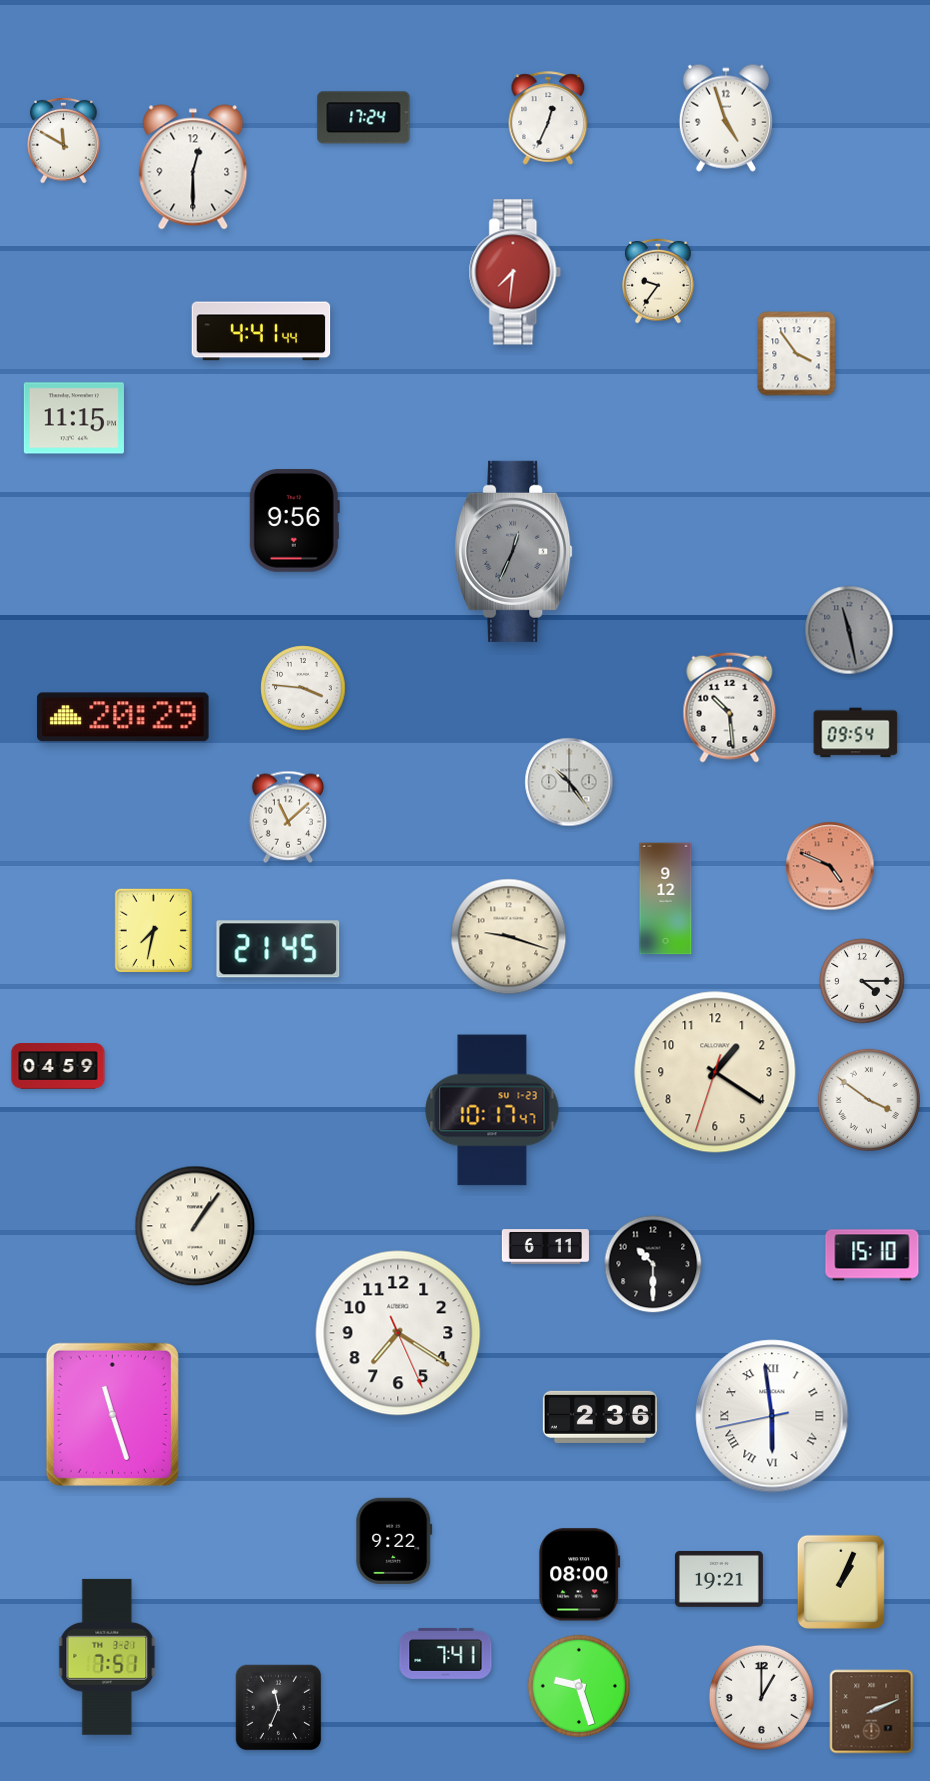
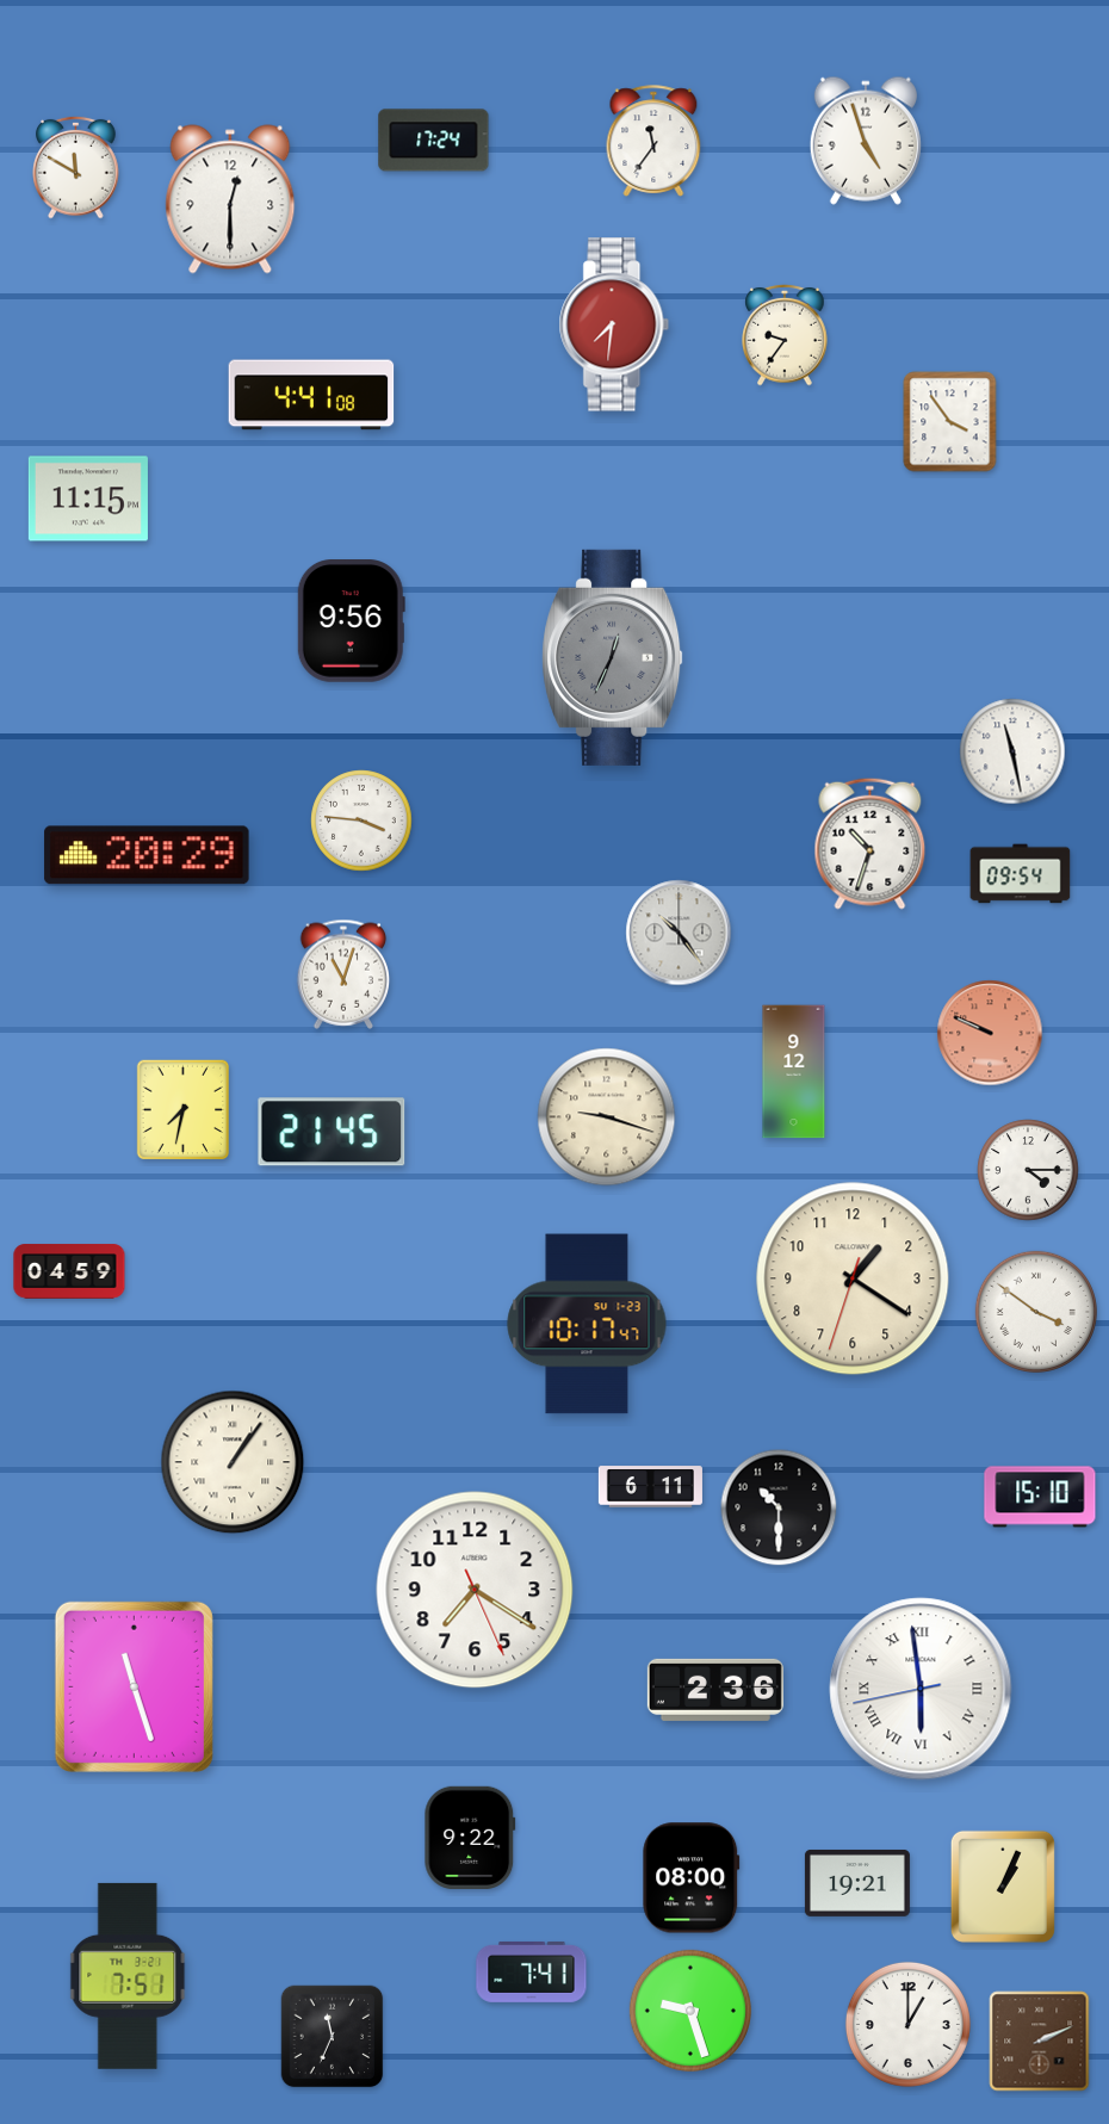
clock at (548, 118): 12:34 -> 11:36
clock at (261, 331): 4:41:44 -> 4:41:08
clock at (849, 630) dial: grey -> white
clock at (730, 707): 10:29 -> 10:33
clock at (288, 817): 11:08 -> 11:03
clock at (830, 866): 4:49 -> 9:49
